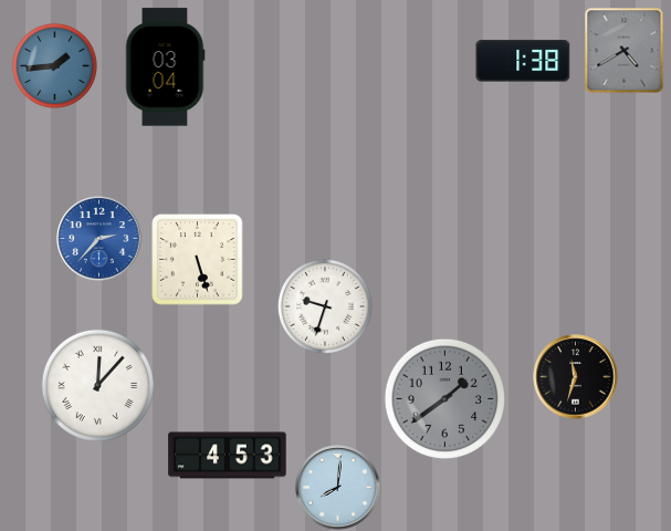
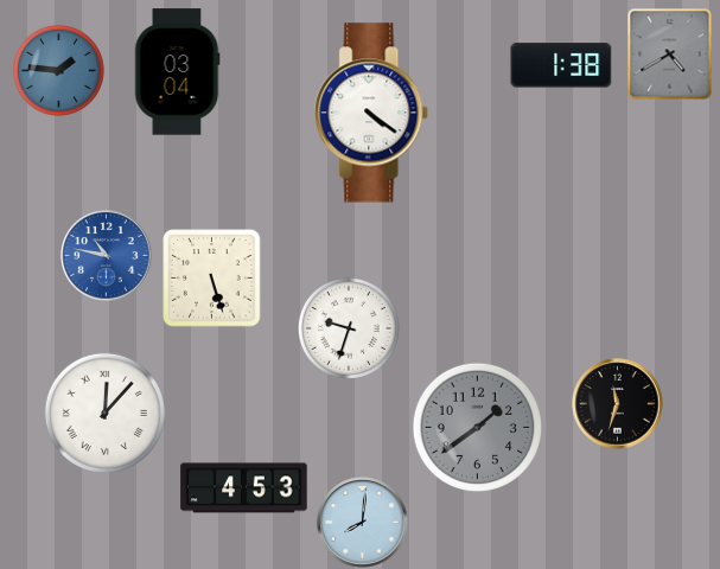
clock at (54, 65): 1:44 -> 1:46
clock at (372, 113): none -> 4:21
clock at (99, 239): 2:37 -> 10:47
